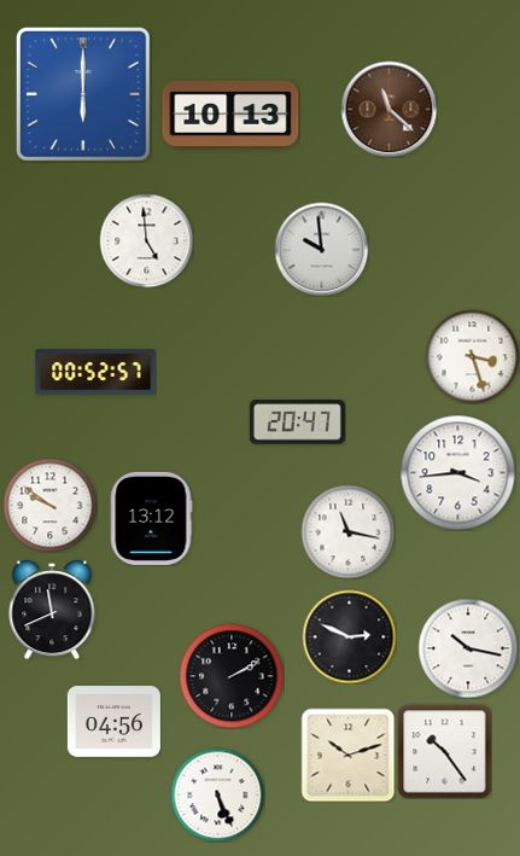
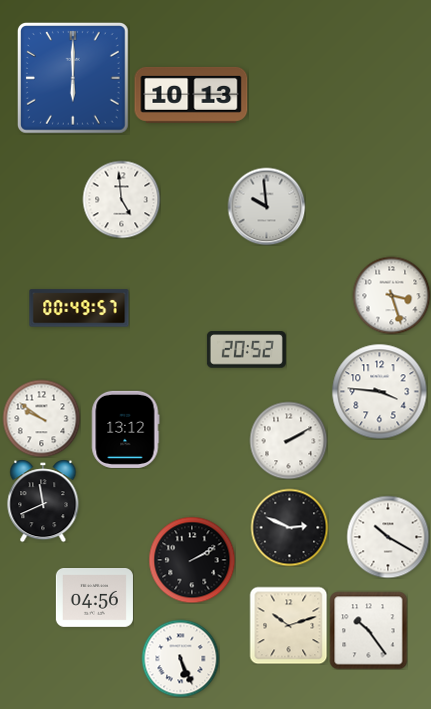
clock at (83, 94) position: (83, 94) -> (73, 78)
clock at (388, 109): 11:22 -> none
clock at (95, 372): 00:52 -> 00:49
clock at (297, 423): 20:47 -> 20:52
clock at (457, 472): 3:44 -> 3:46
clock at (347, 531): 11:17 -> 2:10
clock at (52, 610) position: (52, 610) -> (43, 501)
clock at (468, 648): 10:17 -> 10:20
clock at (444, 751) position: (444, 751) -> (368, 630)
